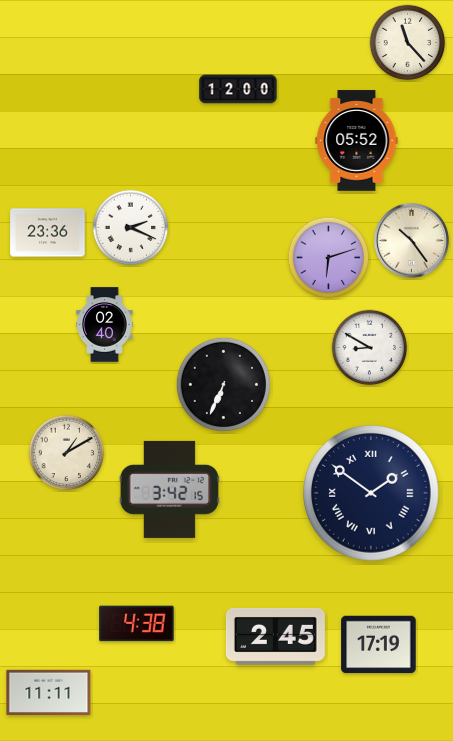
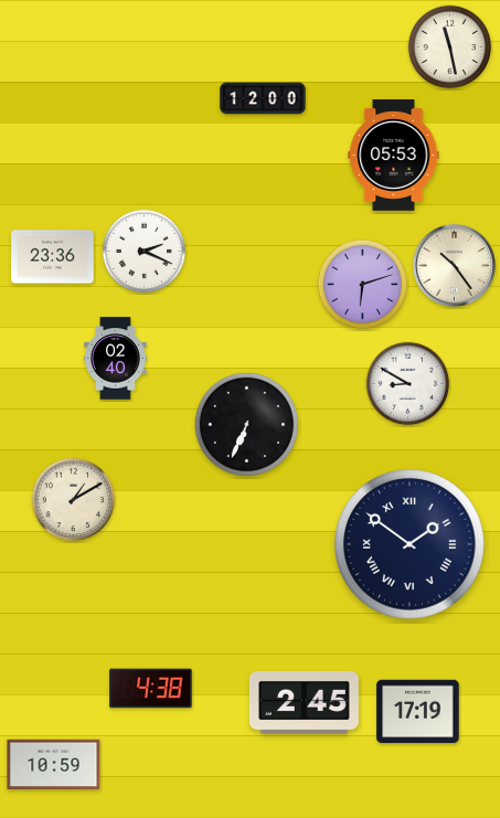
clock at (408, 43): 11:23 -> 11:28
clock at (357, 141): 05:52 -> 05:53
clock at (169, 489): 3:42 -> none
clock at (49, 693): 11:11 -> 10:59
